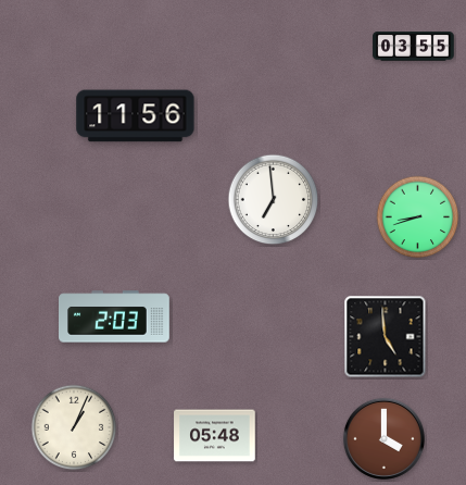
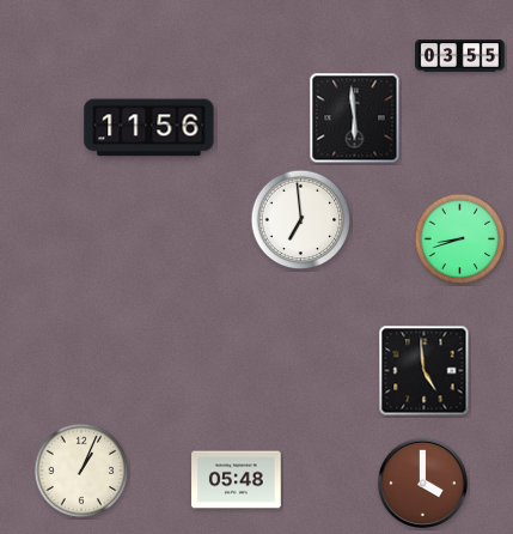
clock at (414, 47) position: (414, 47) -> (460, 56)
clock at (355, 119): none -> 5:59
clock at (115, 316): 2:03 -> none
